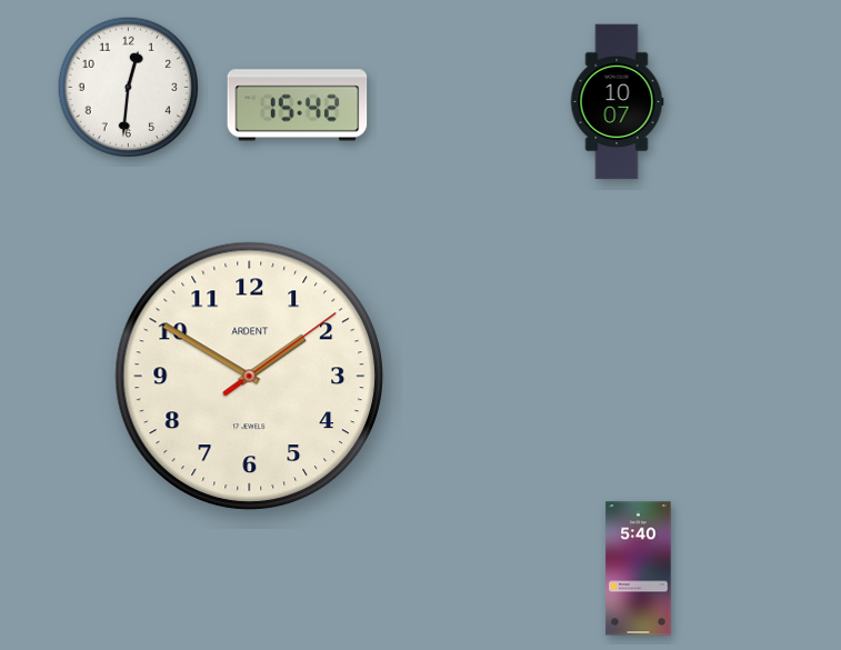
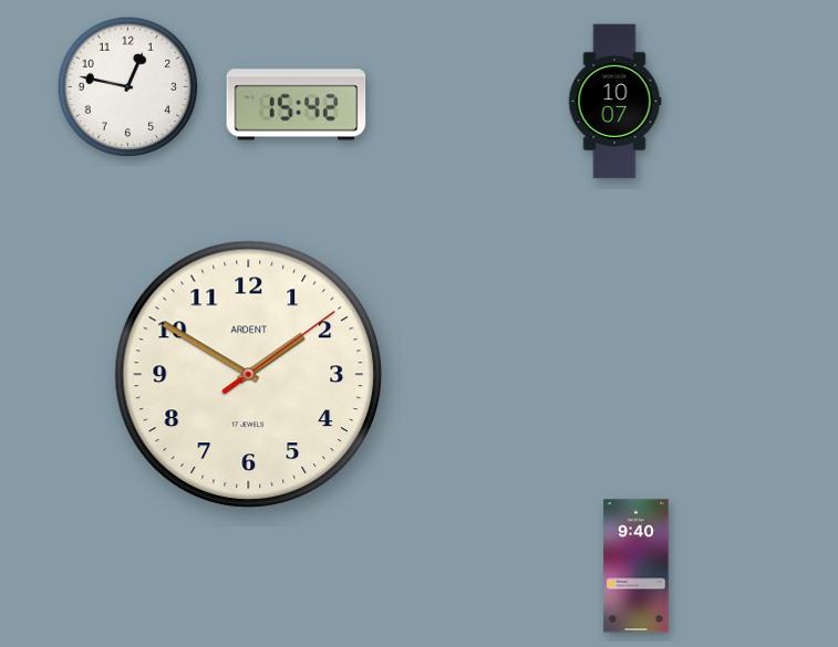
clock at (129, 88): 12:31 -> 12:47
clock at (639, 569): 5:40 -> 9:40
